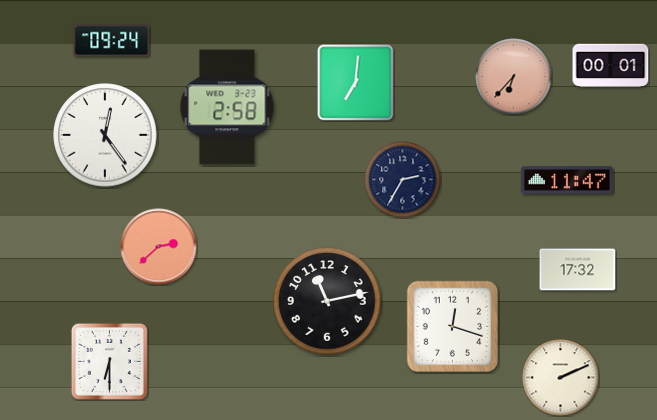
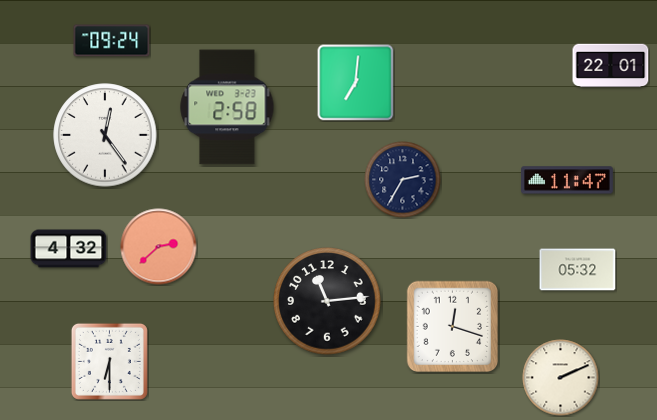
clock at (611, 66): 00:01 -> 22:01
clock at (514, 77): 6:37 -> none
clock at (69, 249): none -> 4:32
clock at (578, 270): 17:32 -> 05:32
clock at (327, 301): 11:13 -> 11:14
